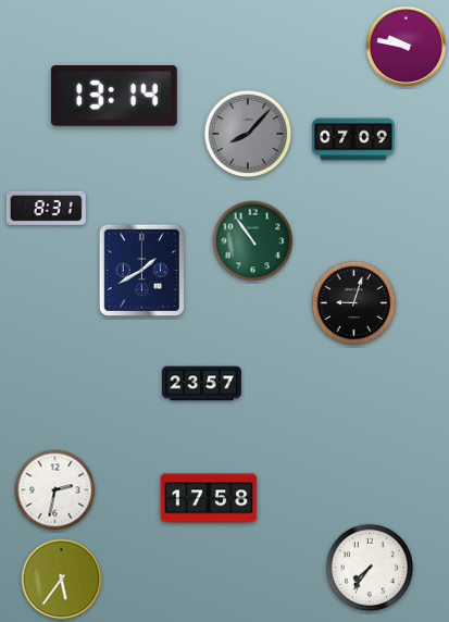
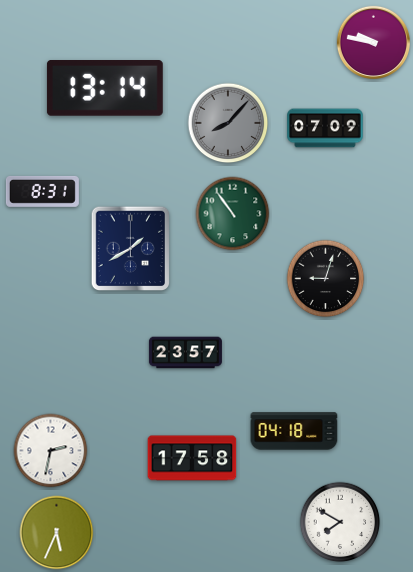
clock at (253, 241) position: (253, 241) -> (233, 214)
clock at (294, 431): none -> 04:18
clock at (370, 568): 7:36 -> 7:50
clock at (62, 580): 5:36 -> 5:34
